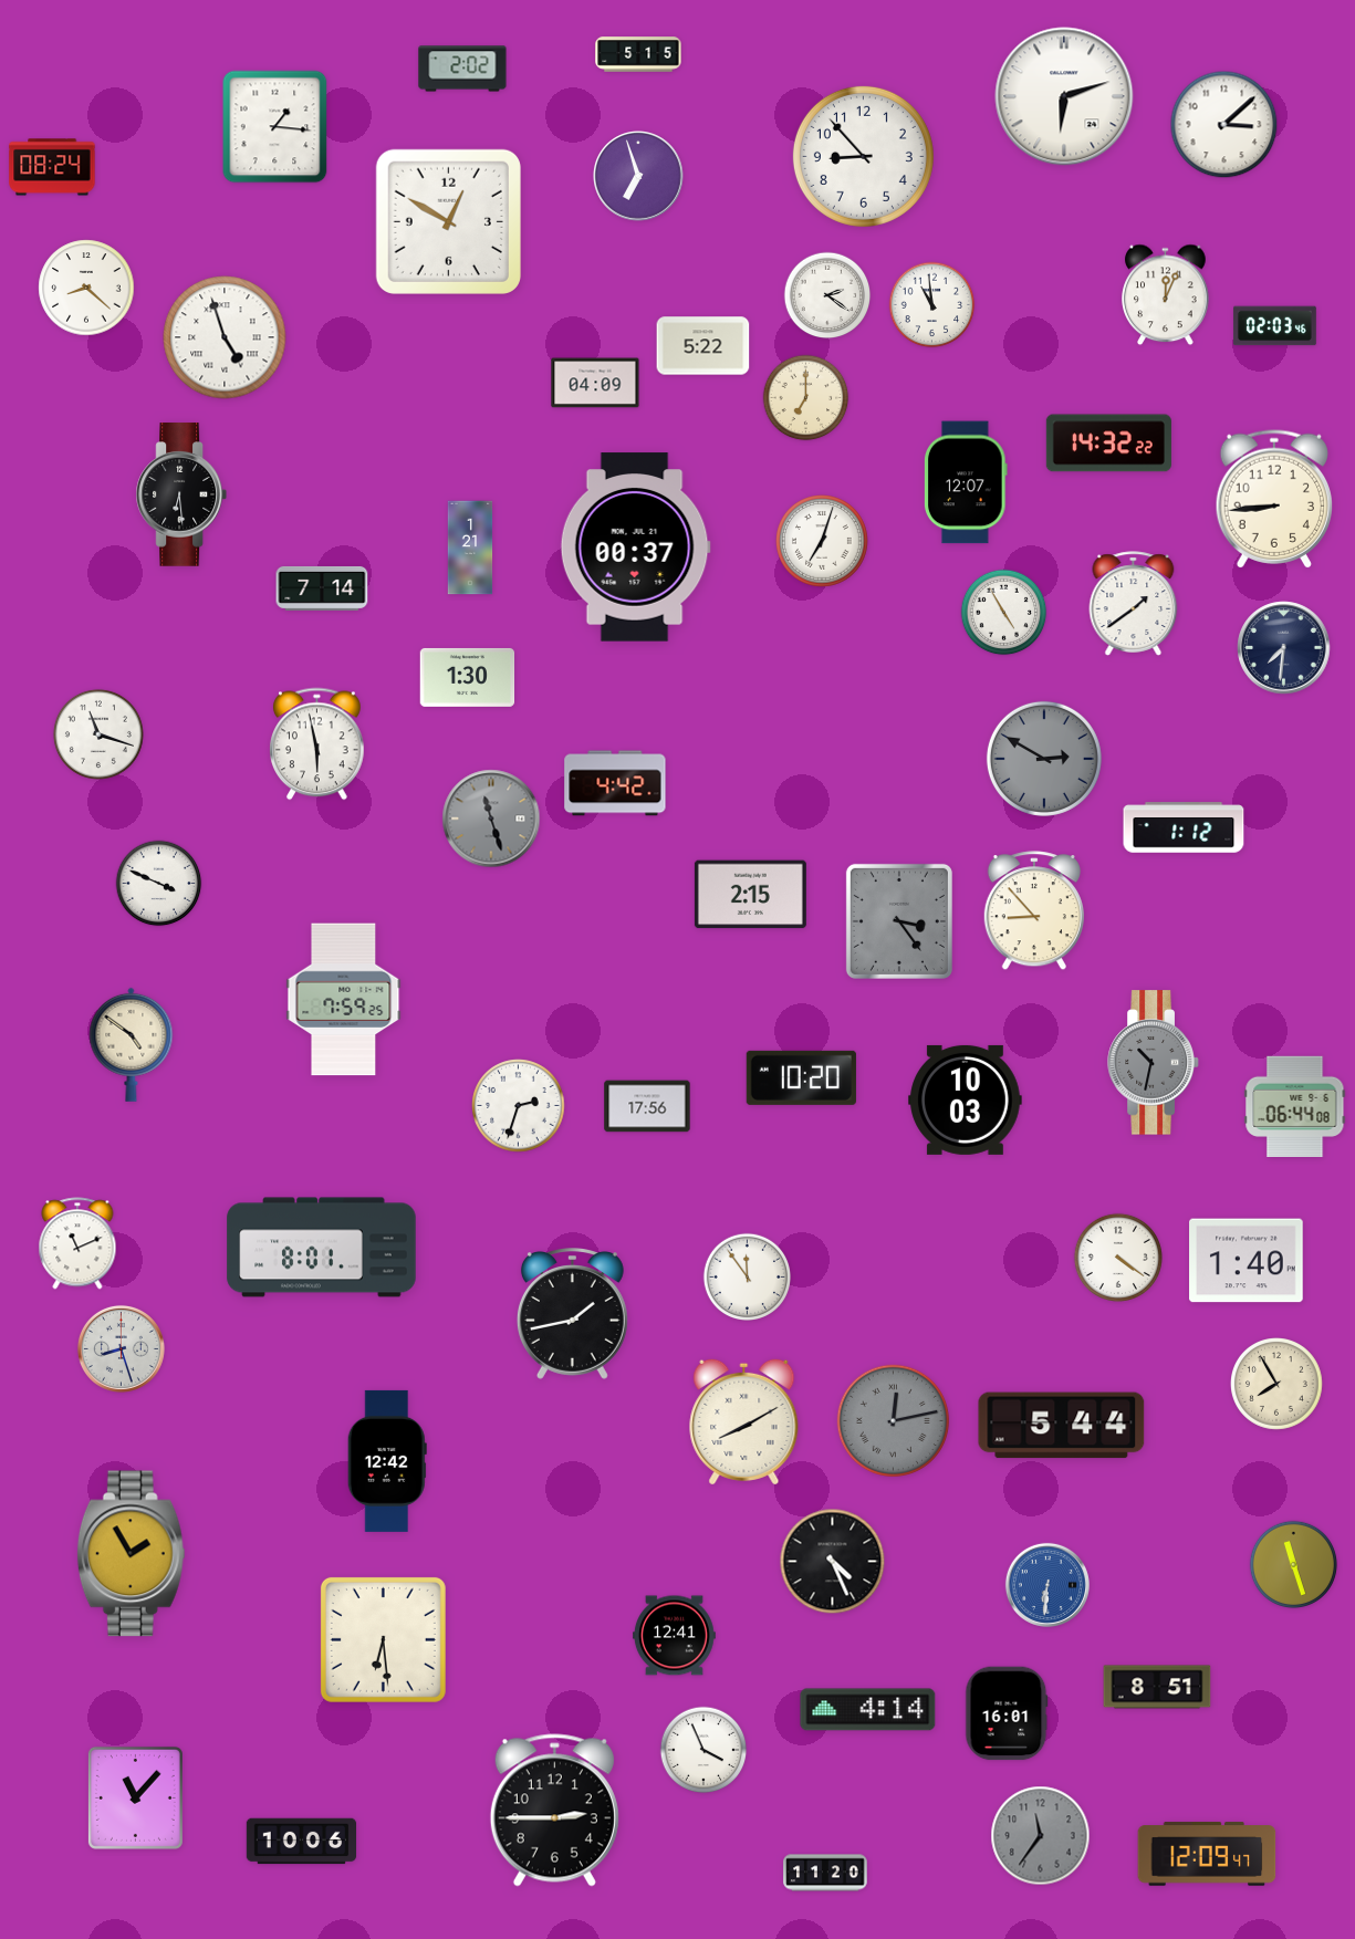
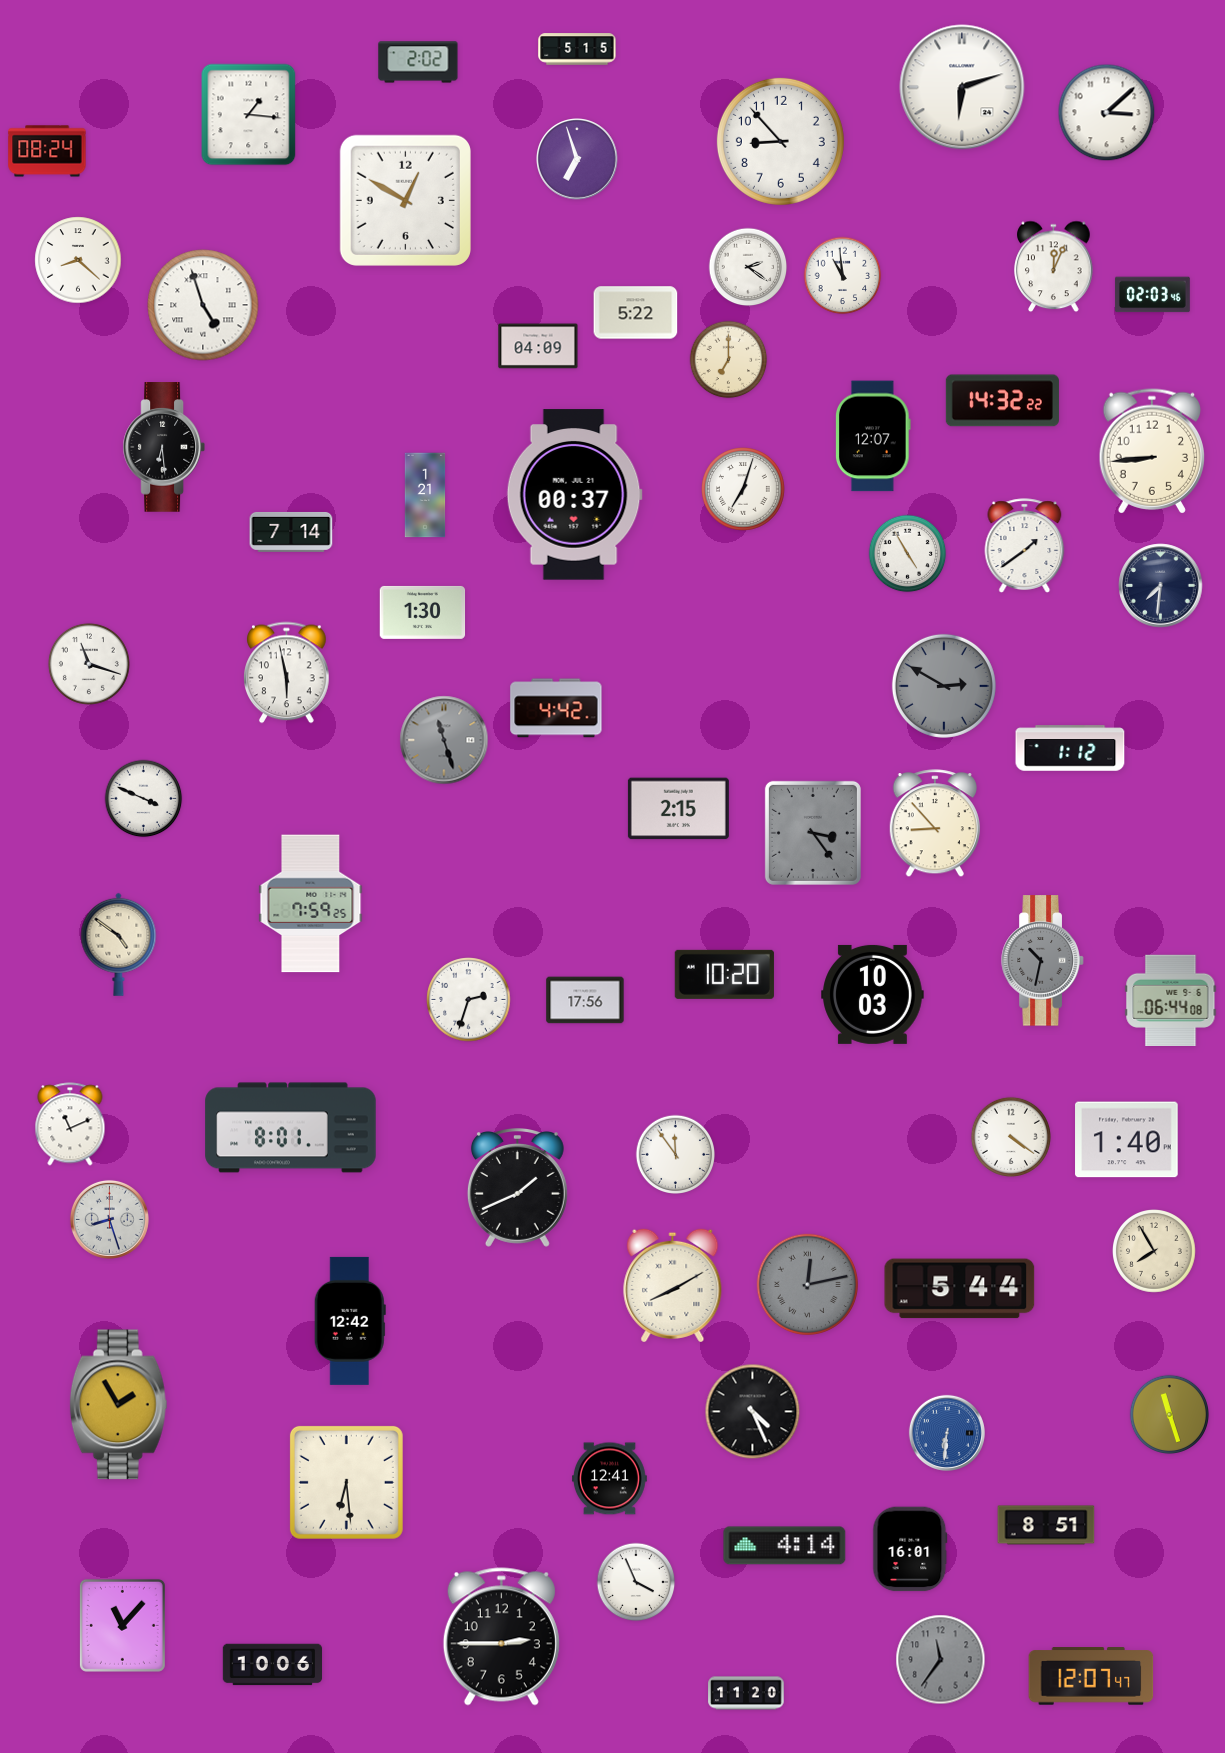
clock at (572, 1314): 1:43 -> 1:41
clock at (1207, 1854): 12:09 -> 12:07
